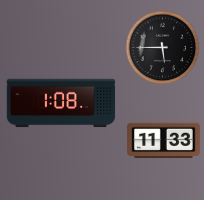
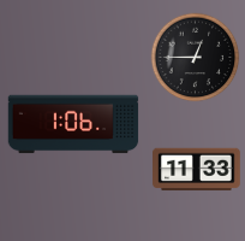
clock at (163, 48): 5:45 -> 12:45
clock at (61, 103): 1:08 -> 1:06
